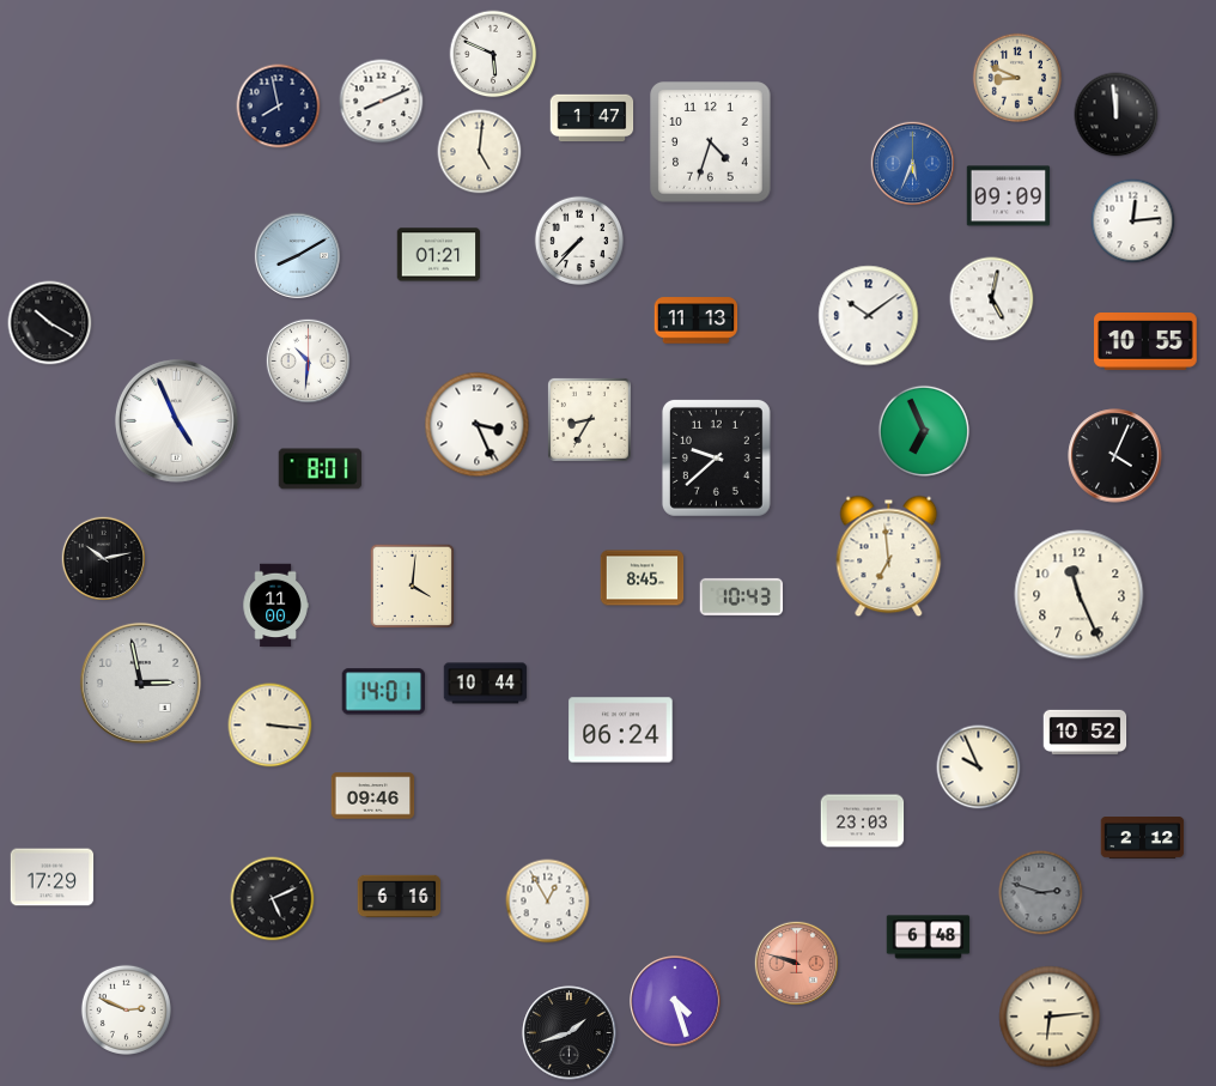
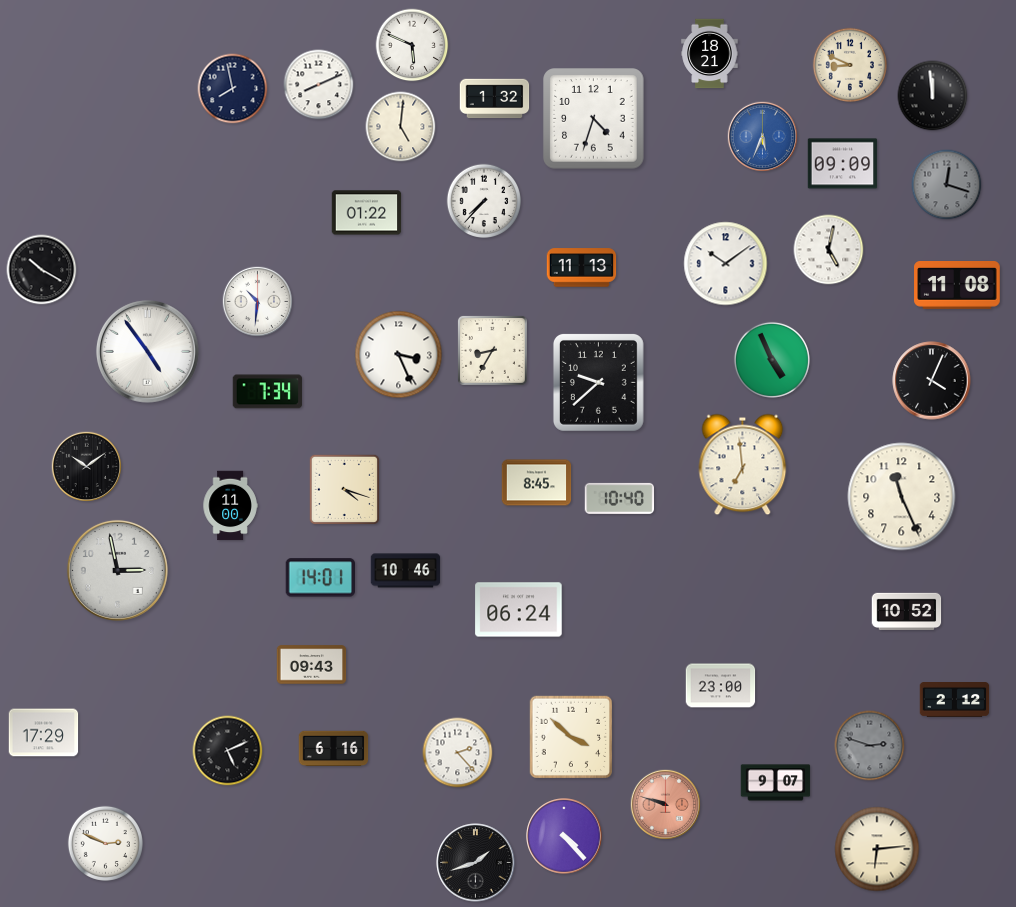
clock at (710, 54): none -> 18:21
clock at (592, 119): 1:47 -> 1:32
clock at (1133, 222): 12:14 -> 12:18
clock at (1133, 222) dial: white -> grey
clock at (297, 255): 8:10 -> none
clock at (439, 255): 01:21 -> 01:22
clock at (1145, 342): 10:55 -> 11:08
clock at (176, 420): 4:56 -> 4:54
clock at (924, 431): 6:56 -> 4:56
clock at (321, 469): 8:01 -> 7:34
clock at (103, 558): 10:13 -> 10:09
clock at (413, 587): 4:01 -> 4:18
clock at (742, 596): 10:43 -> 10:40
clock at (486, 684): 10:44 -> 10:46
clock at (270, 726): 3:16 -> none
clock at (979, 768): 9:56 -> none
clock at (373, 796): 09:46 -> 09:43
clock at (863, 821): 23:03 -> 23:00
clock at (570, 736): none -> 3:52
clock at (548, 902): 12:55 -> 2:23
clock at (929, 938): 6:48 -> 9:07
clock at (675, 1001): 4:27 -> 4:23
